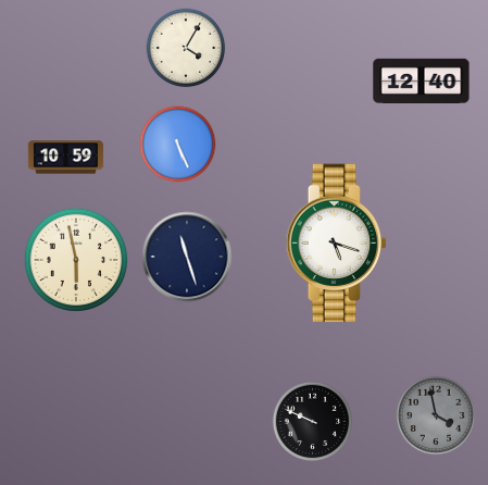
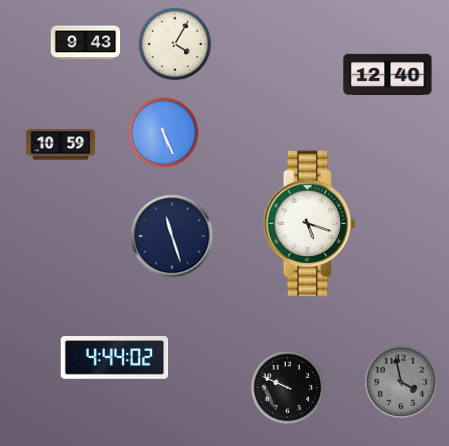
clock at (86, 43): none -> 9:43
clock at (186, 48) position: (186, 48) -> (175, 44)
clock at (75, 259): 5:58 -> none
clock at (115, 358): none -> 4:44
